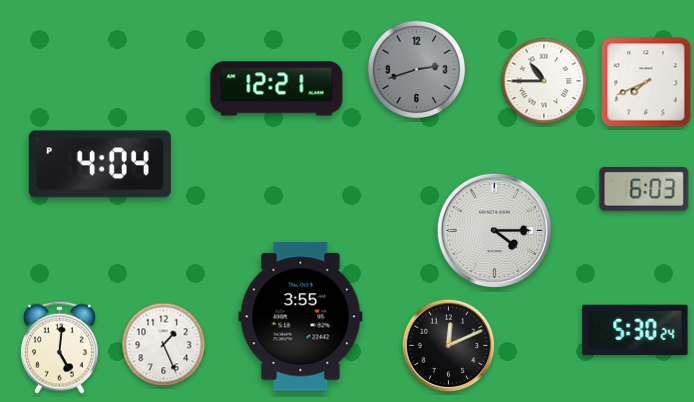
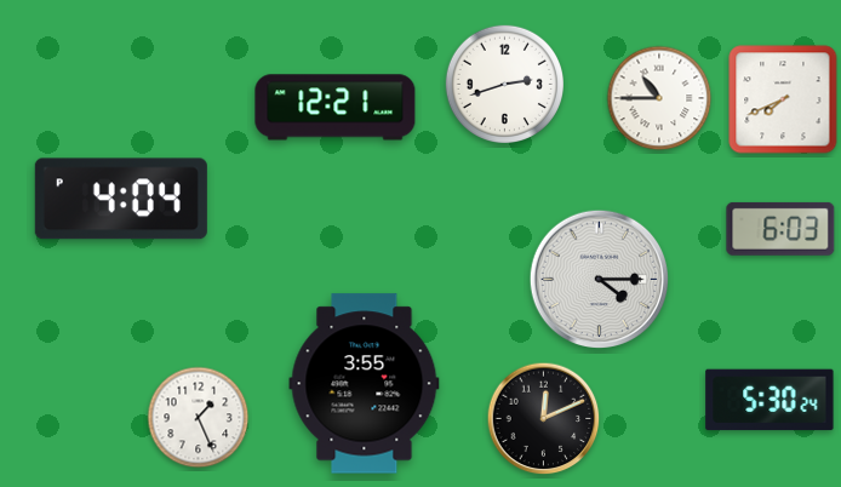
clock at (416, 69) dial: grey -> white
clock at (59, 347): 5:01 -> none
